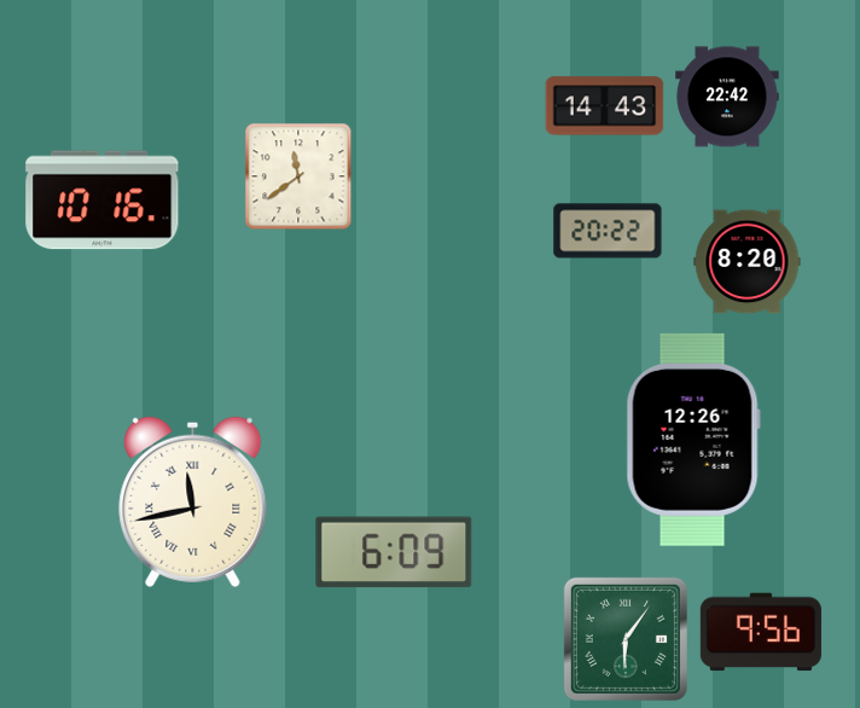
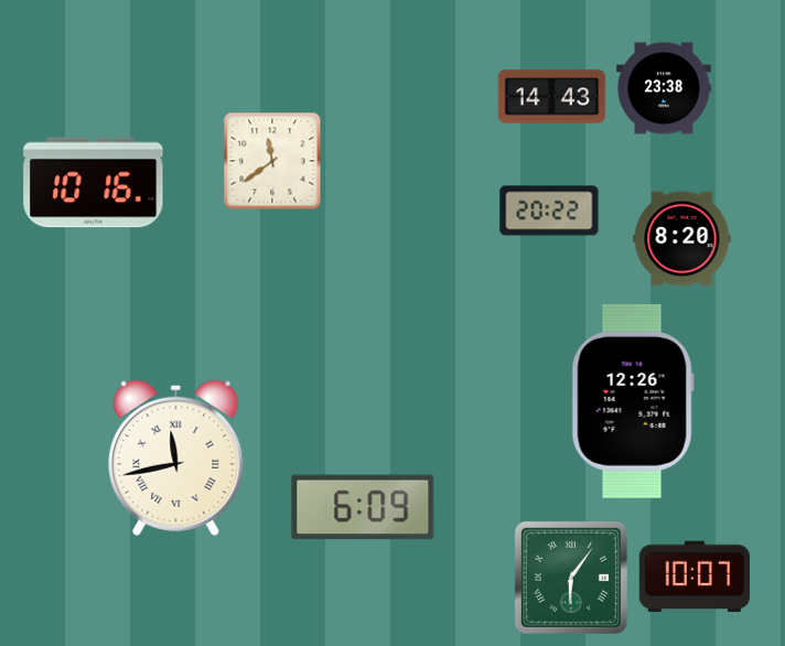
clock at (727, 97): 22:42 -> 23:38
clock at (608, 231) position: (608, 231) -> (549, 211)
clock at (394, 552) position: (394, 552) -> (363, 507)
clock at (761, 632): 9:56 -> 10:07
clock at (626, 639) position: (626, 639) -> (571, 578)
